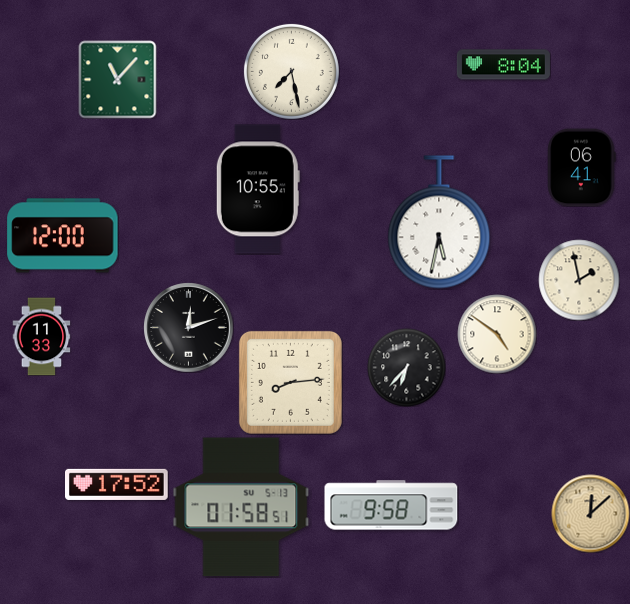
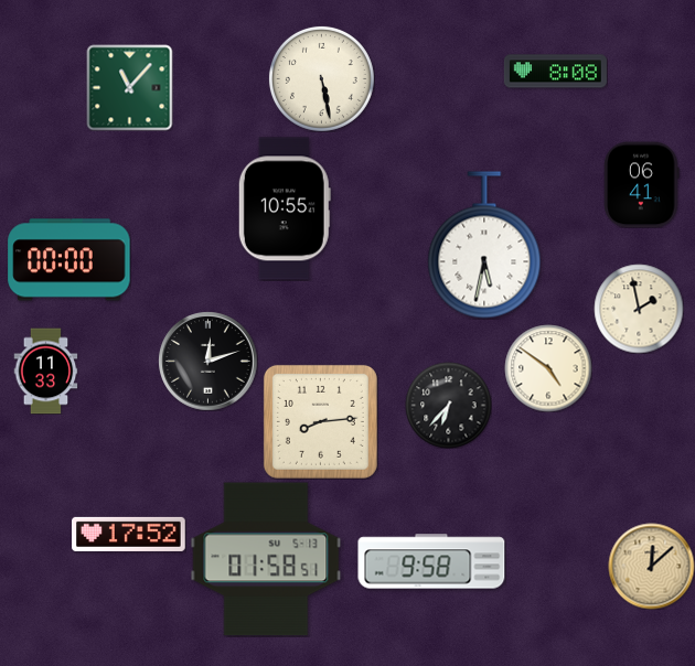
clock at (503, 65): 8:04 -> 8:08
clock at (291, 71): 7:28 -> 5:28
clock at (63, 236): 12:00 -> 00:00
clock at (391, 505) position: (391, 505) -> (431, 561)
